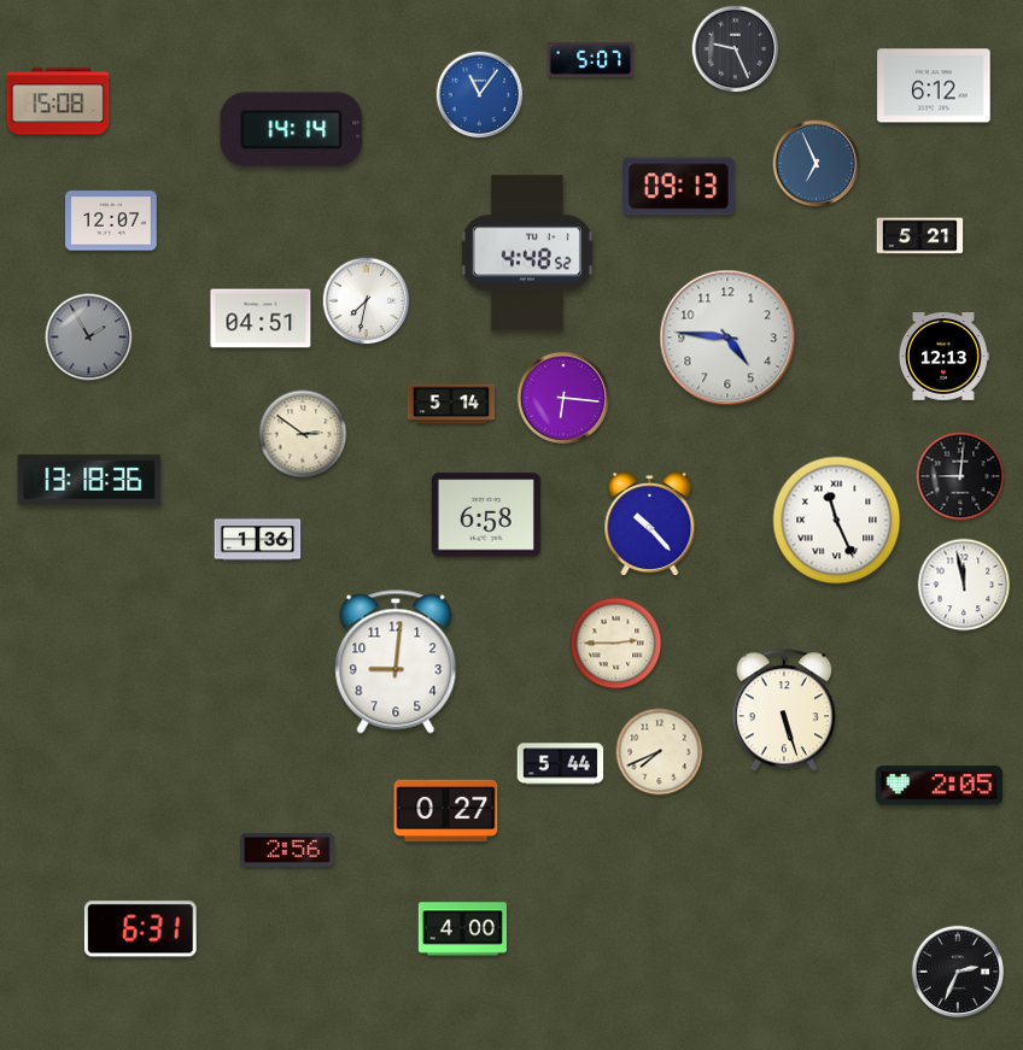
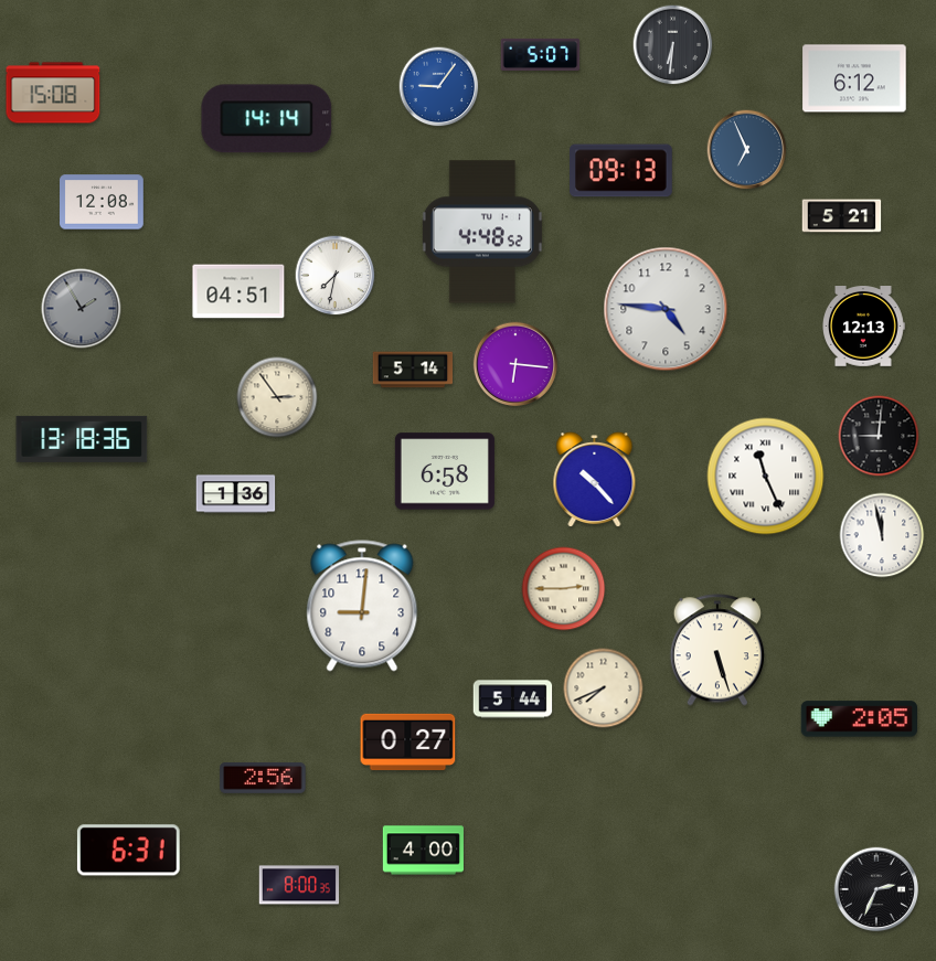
clock at (736, 49): 9:26 -> 6:31
clock at (480, 95): 11:06 -> 9:06
clock at (112, 221): 12:07 -> 12:08
clock at (303, 434): 2:51 -> 2:54
clock at (299, 885): none -> 8:00
